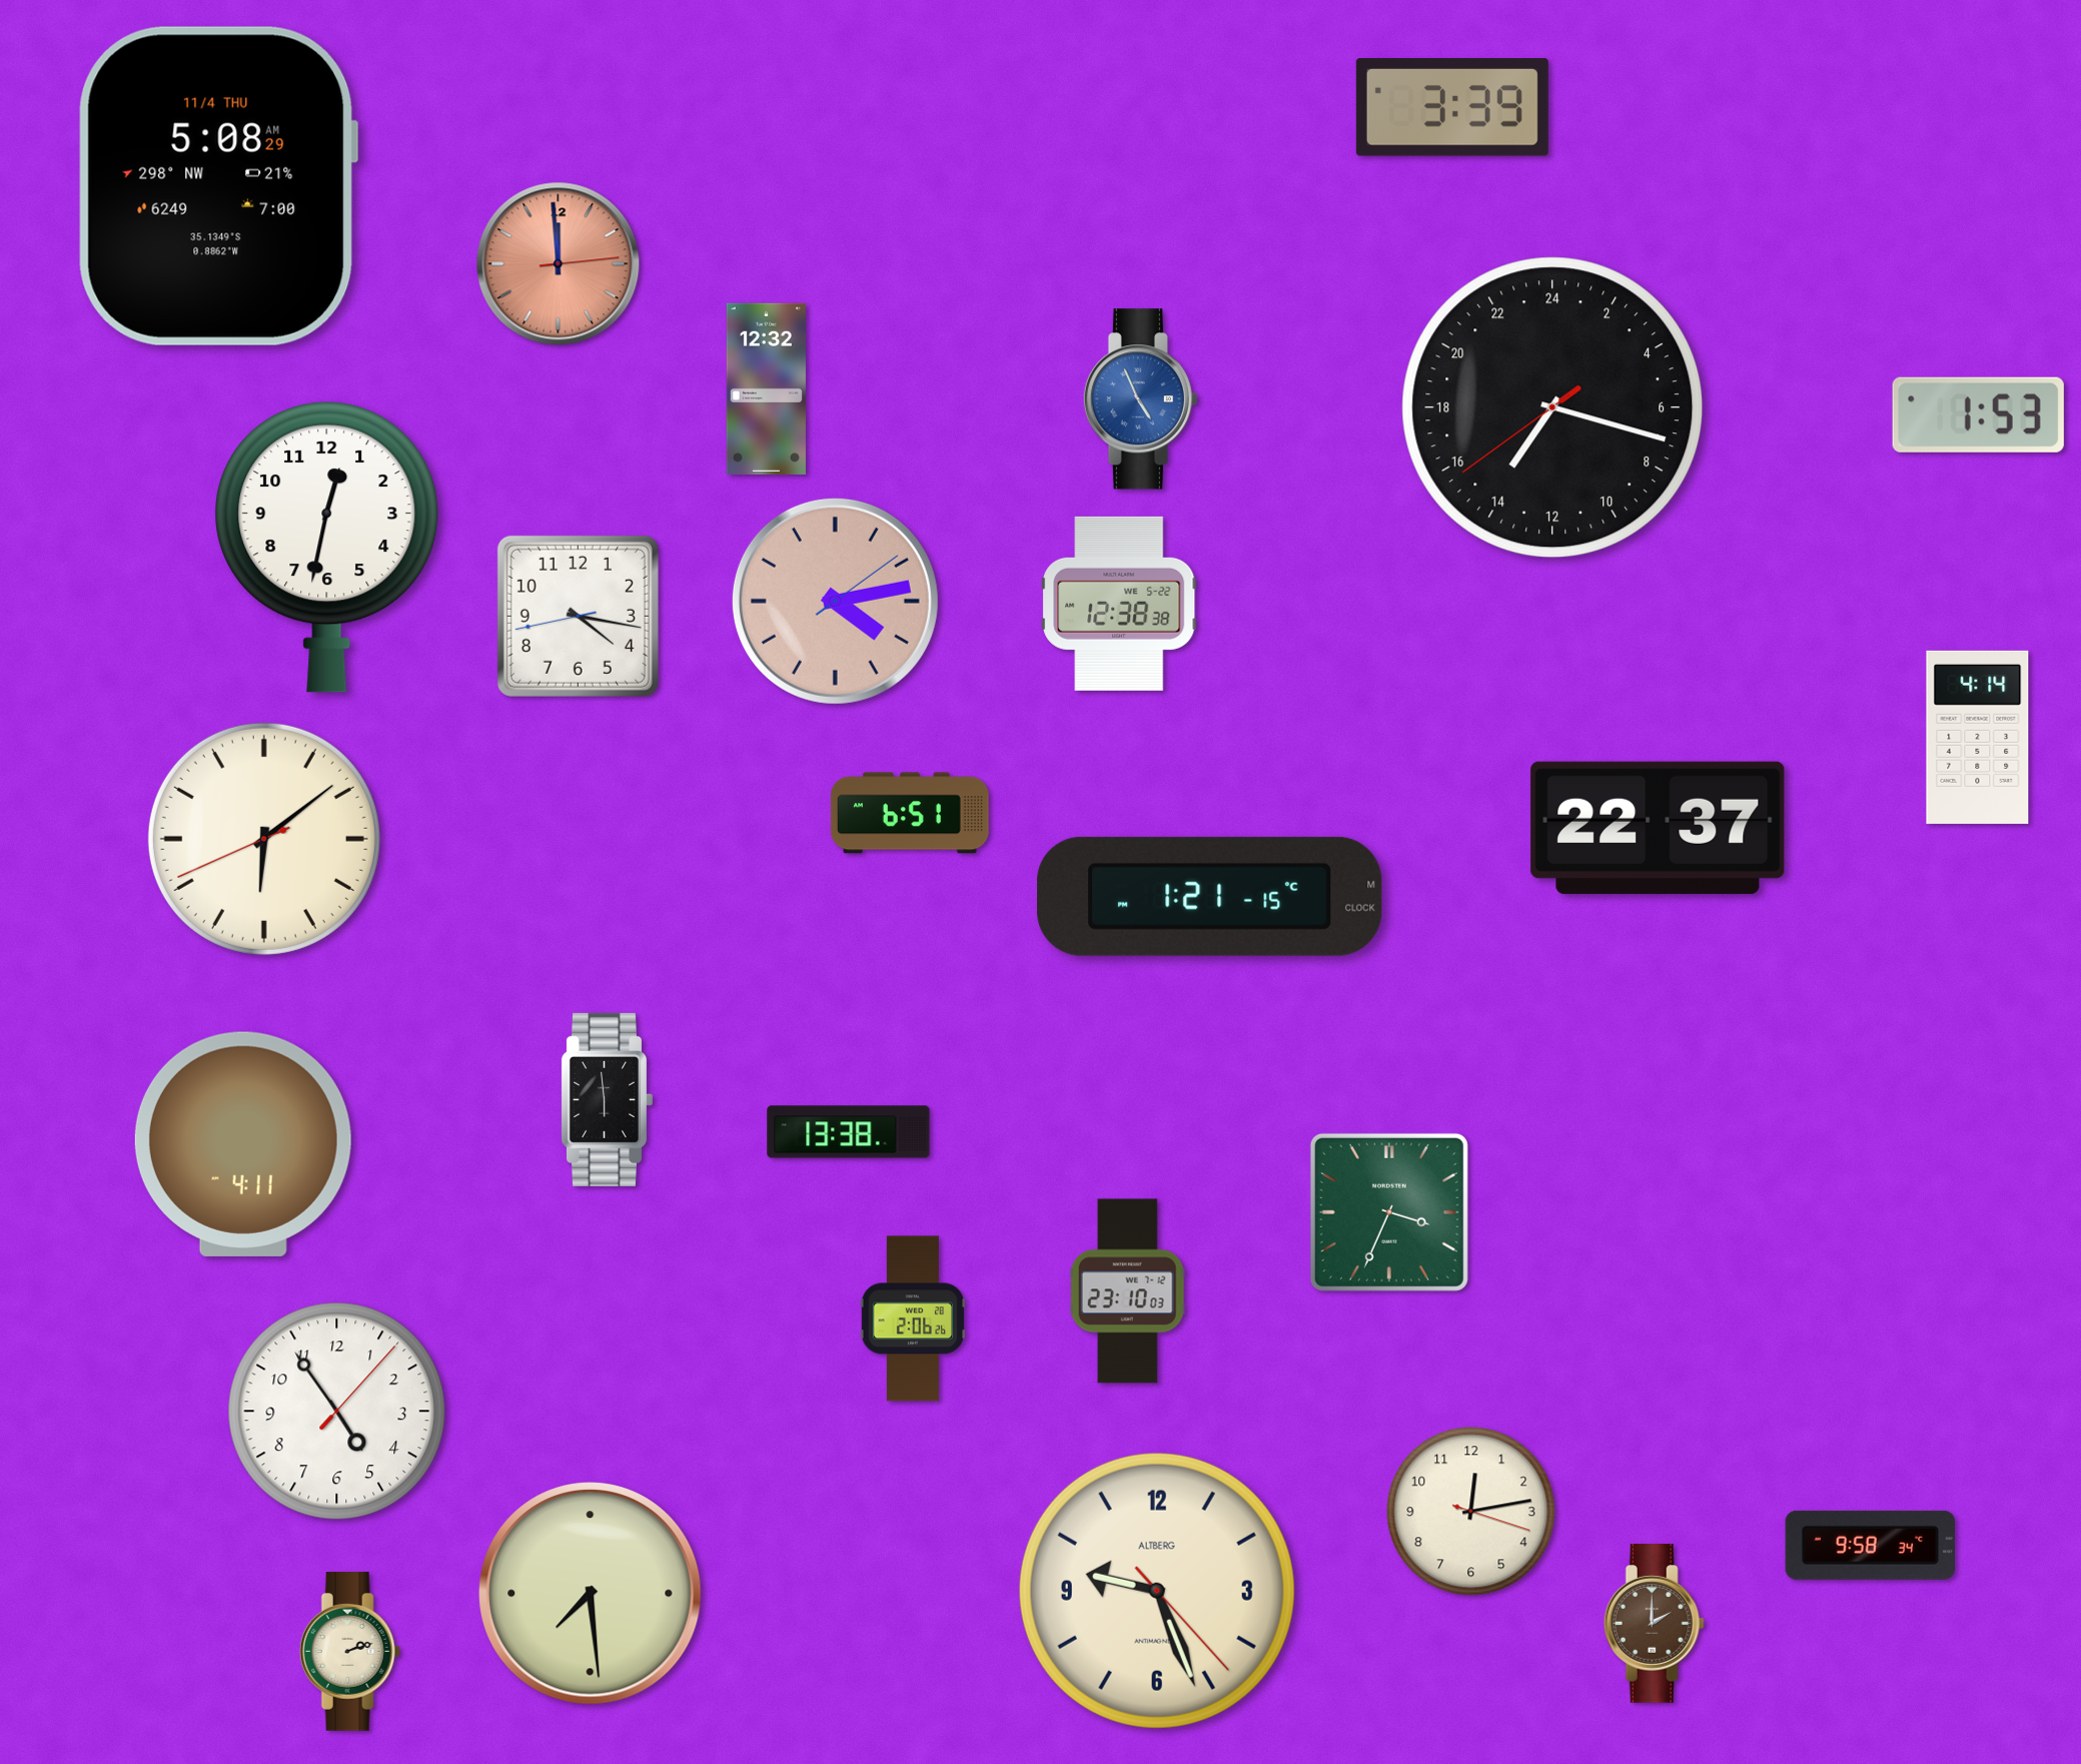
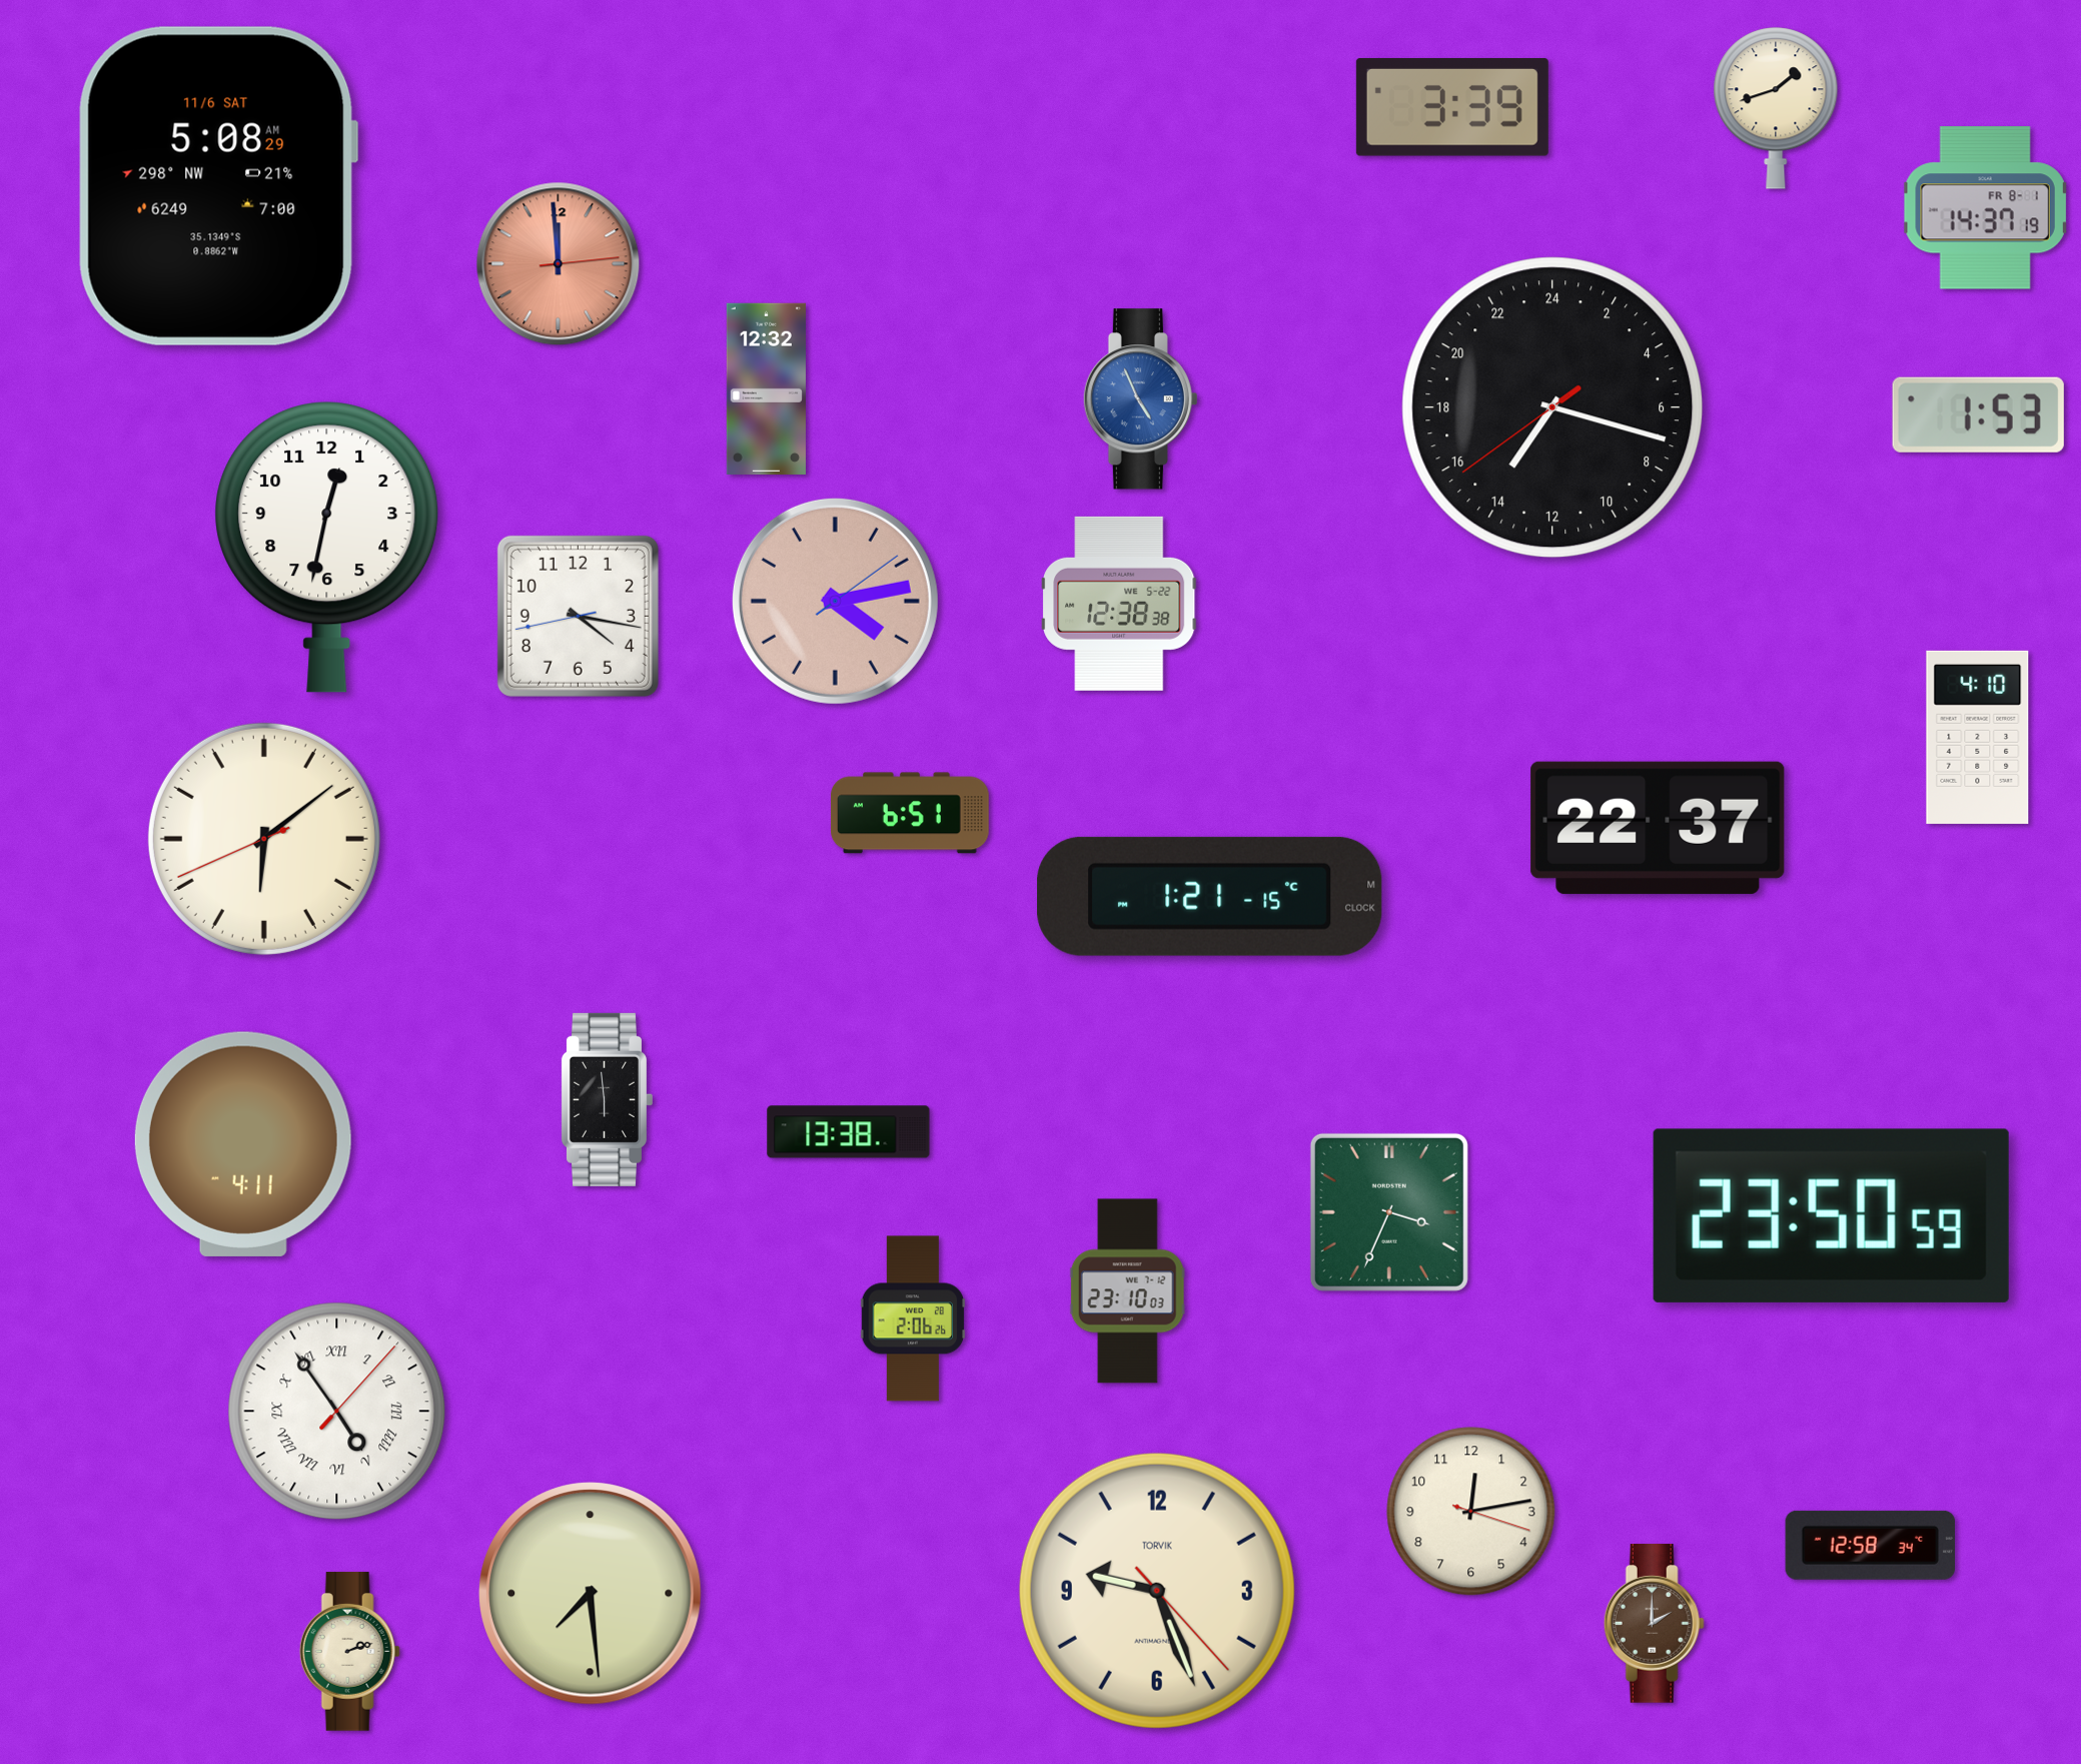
clock at (1776, 108): none -> 1:42
clock at (218, 186) date: 11/4 THU -> 11/6 SAT
clock at (1985, 208): none -> 14:37
clock at (1978, 737): 4:14 -> 4:10
clock at (1831, 1215): none -> 23:50
clock at (337, 1412) numerals: Arabic -> Roman
clock at (1870, 1545): 9:58 -> 12:58
clock at (1157, 1591) brand: ALTBERG -> TORVIK
